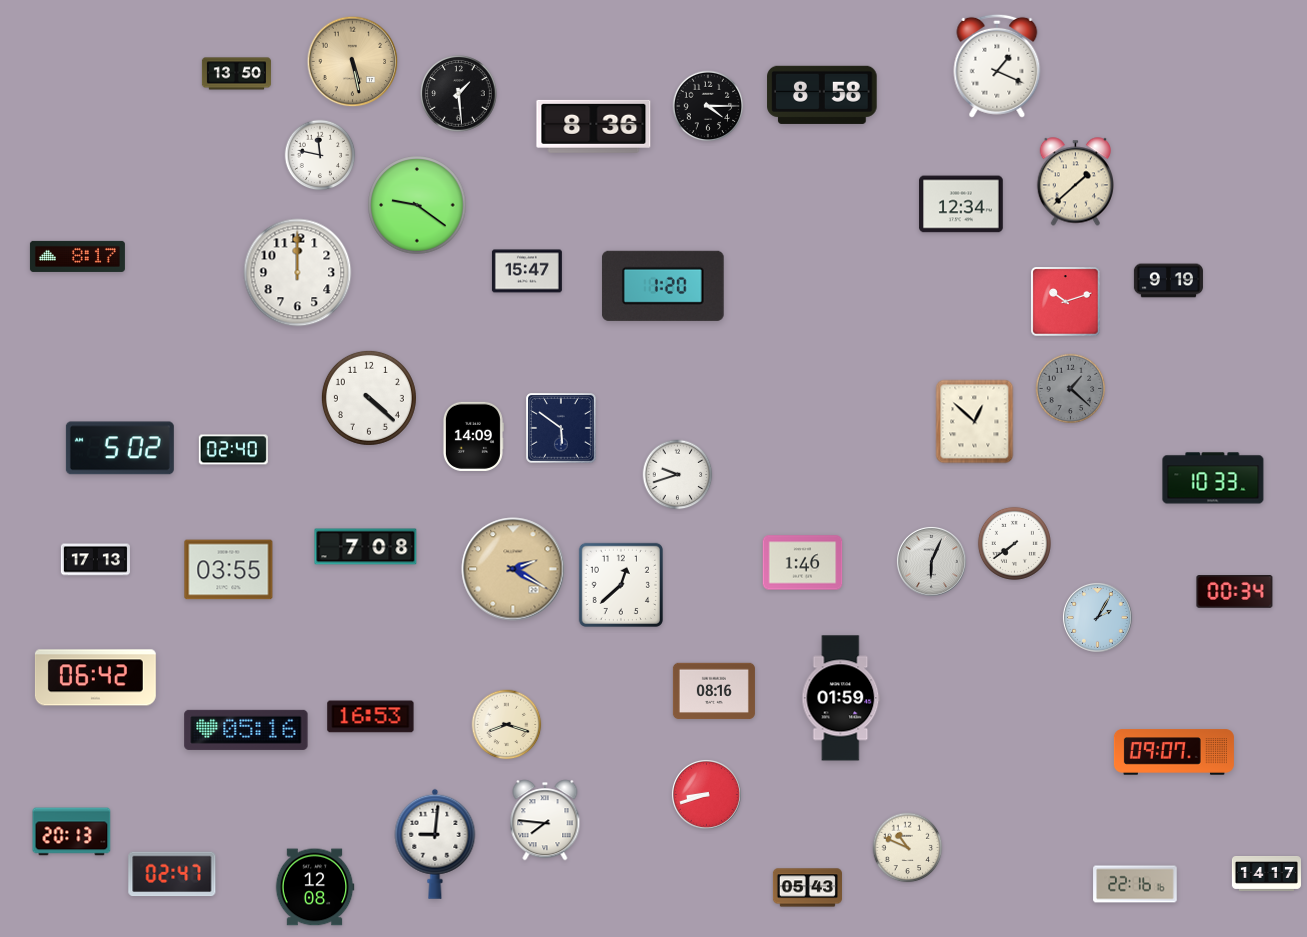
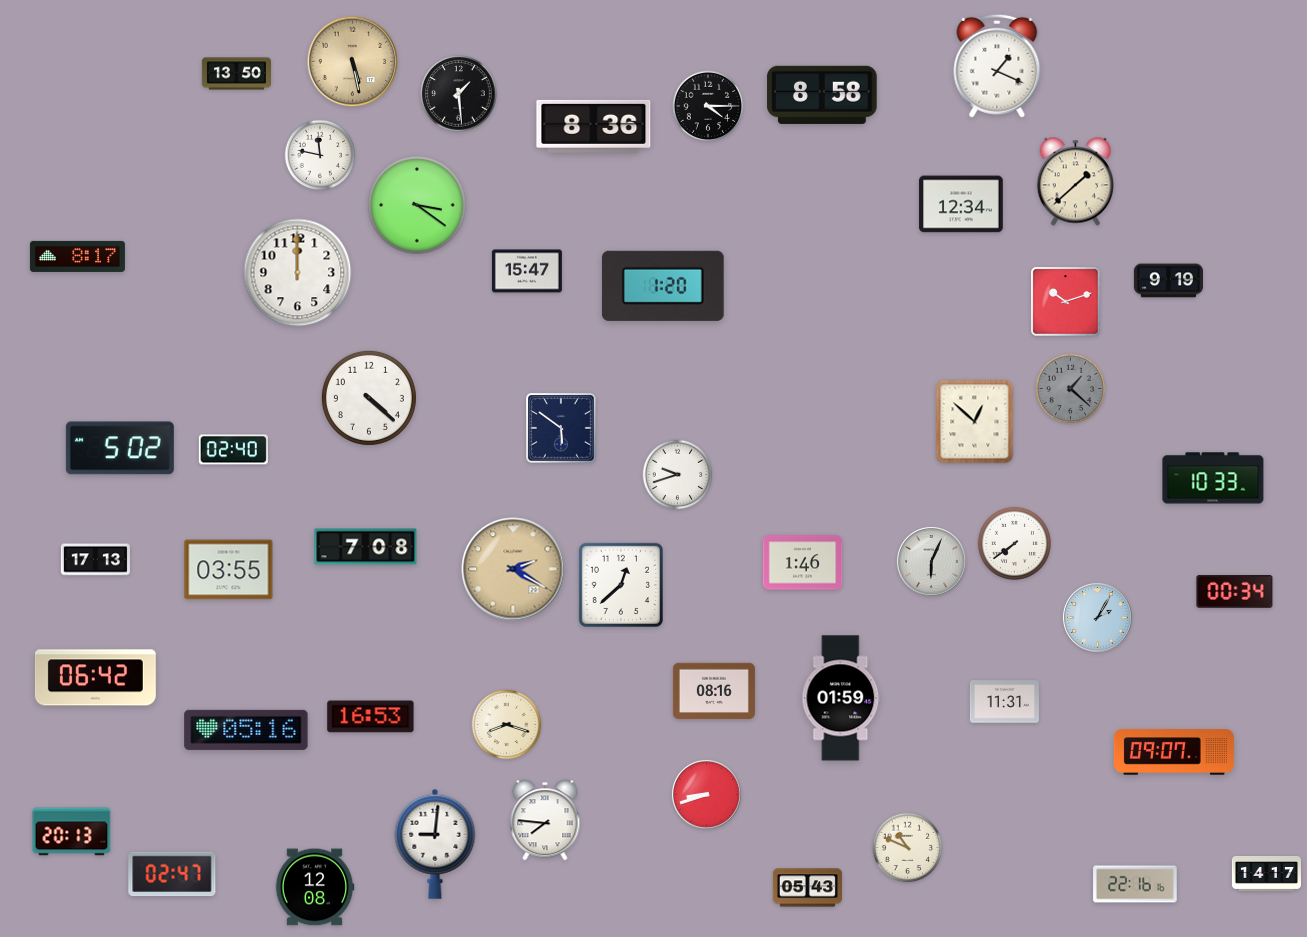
clock at (417, 205): 9:21 -> 3:21
clock at (473, 436): 14:09 -> none
clock at (1004, 702): none -> 11:31
